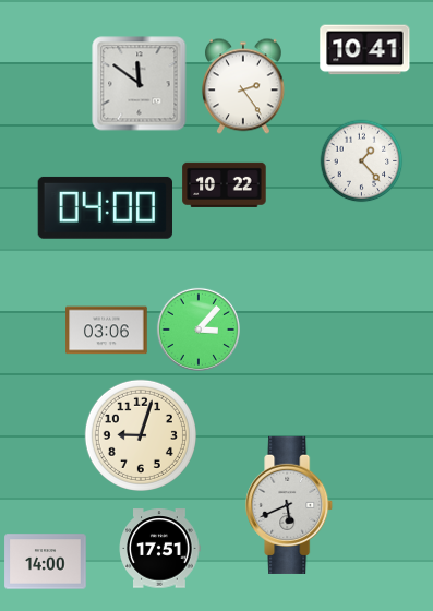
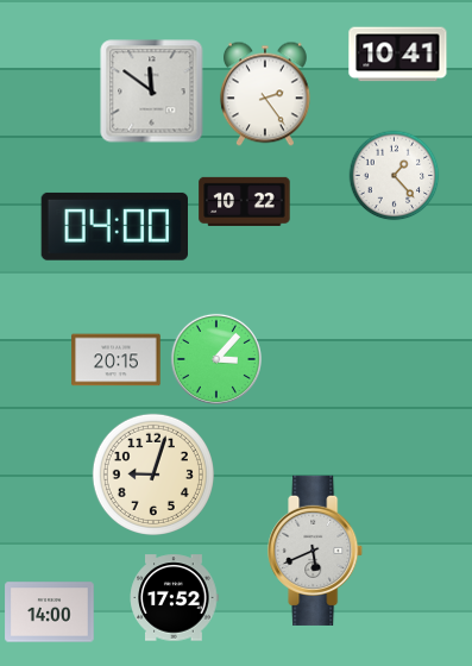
clock at (107, 331): 03:06 -> 20:15
clock at (159, 549): 17:51 -> 17:52
